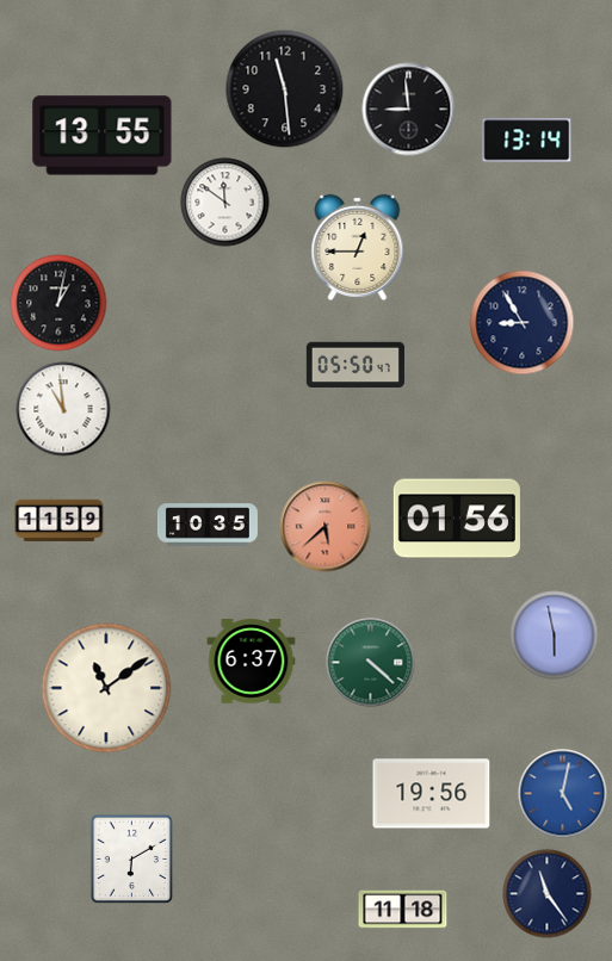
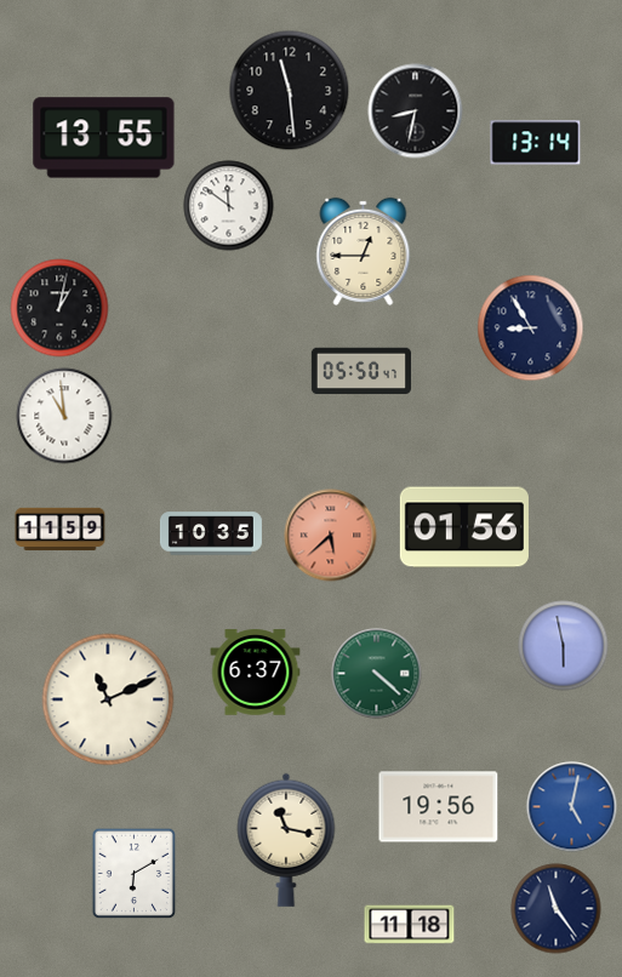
clock at (409, 110): 8:59 -> 8:32
clock at (106, 688): 11:09 -> 11:11
clock at (286, 840): none -> 11:17
